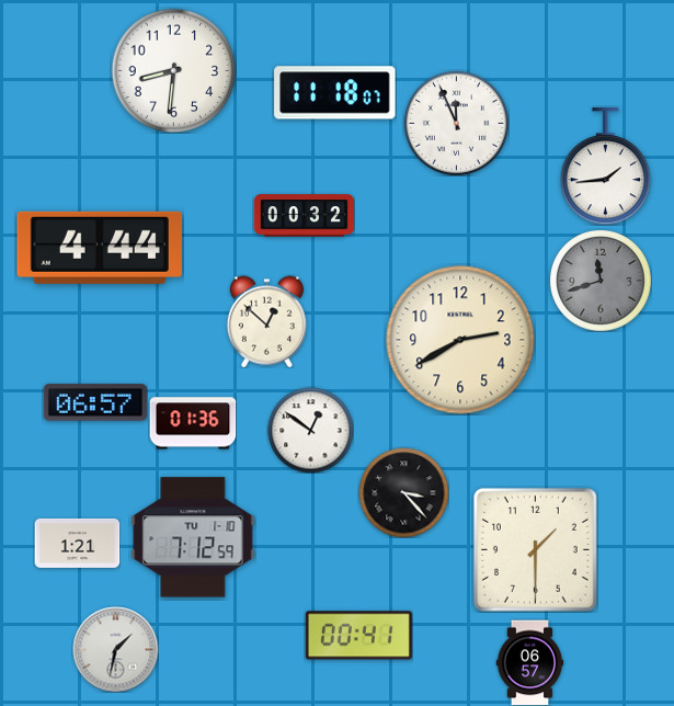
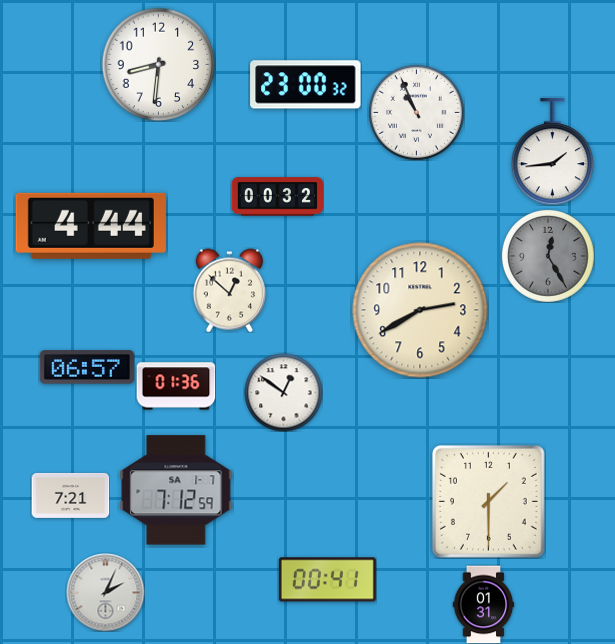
clock at (335, 93): 11:18 -> 23:00
clock at (456, 123): 11:56 -> 10:56
clock at (601, 281): 11:42 -> 12:25
clock at (266, 321) position: (266, 321) -> (229, 290)
clock at (403, 492): 3:23 -> none
clock at (193, 537) date: TU 1-10 -> SA 1-7
clock at (77, 543): 1:21 -> 7:21
clock at (115, 649): 1:32 -> 2:04
clock at (530, 662): 06:57 -> 01:31
